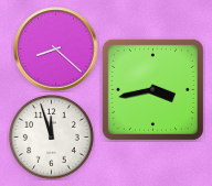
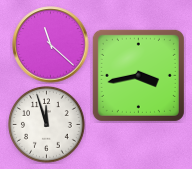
clock at (56, 50): 8:22 -> 11:22
clock at (152, 89) position: (152, 89) -> (138, 75)
